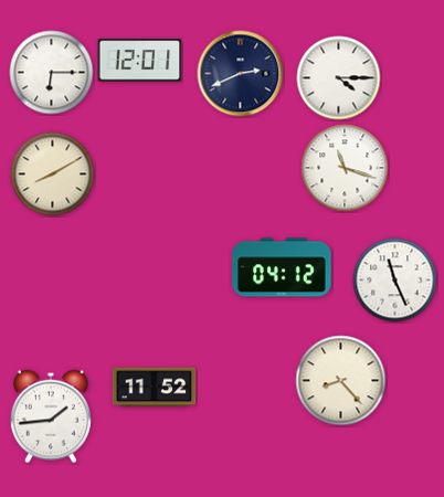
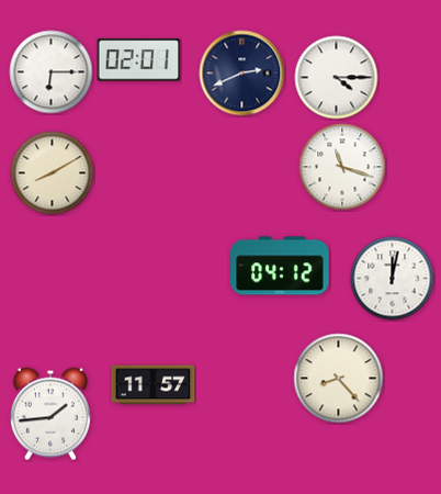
clock at (140, 61): 12:01 -> 02:01
clock at (241, 74) position: (241, 74) -> (242, 74)
clock at (395, 281): 11:26 -> 12:02
clock at (155, 388): 11:52 -> 11:57
